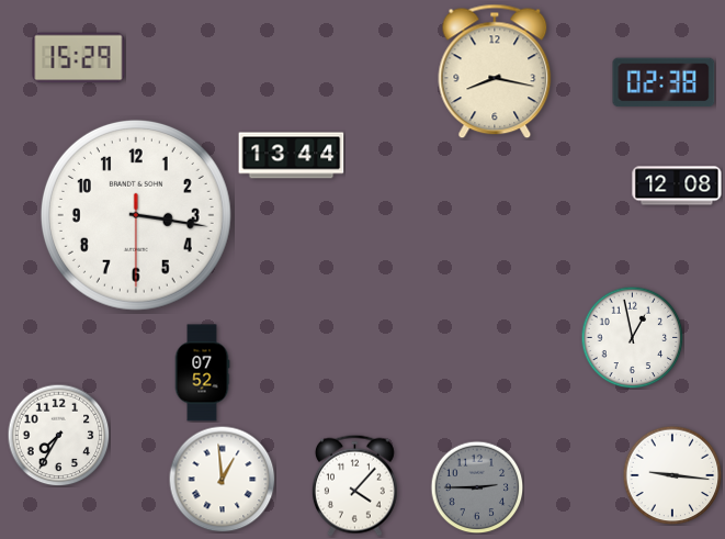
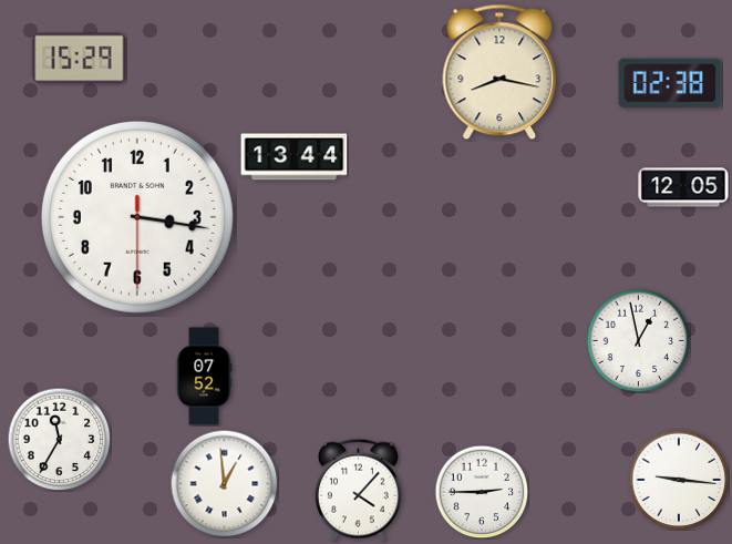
clock at (677, 186): 12:08 -> 12:05
clock at (58, 435): 7:35 -> 11:35
clock at (477, 487) dial: grey -> white
